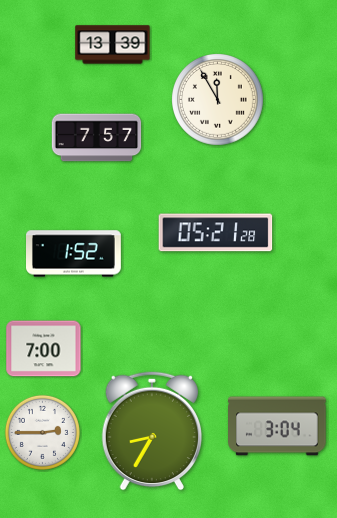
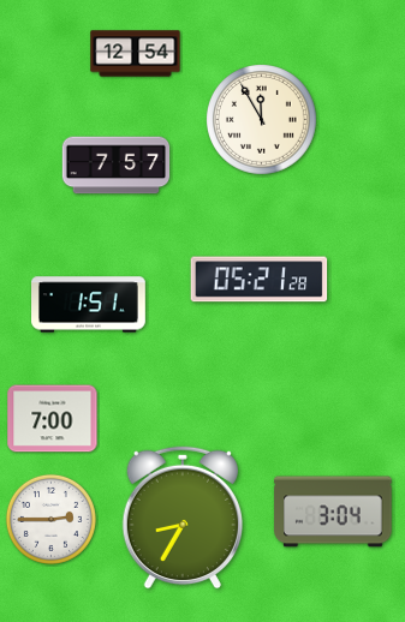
clock at (113, 45): 13:39 -> 12:54
clock at (74, 254): 1:52 -> 1:51
